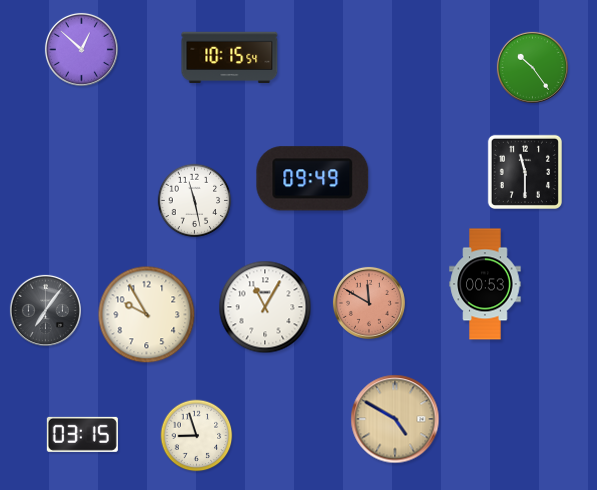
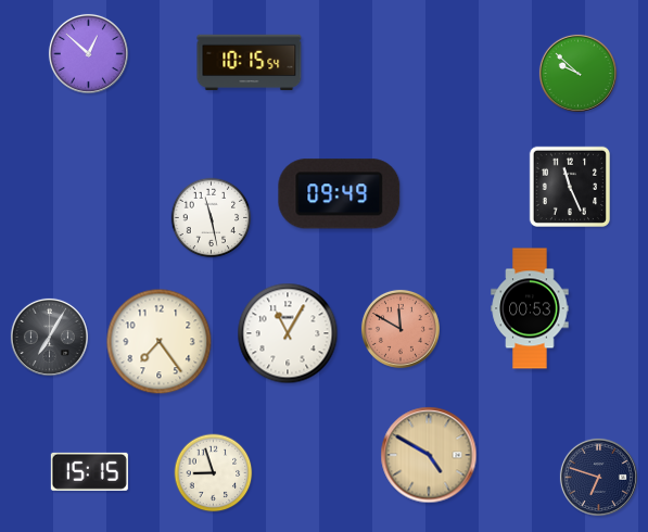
clock at (532, 67): 10:24 -> 9:52
clock at (524, 171): 11:30 -> 11:26
clock at (485, 284) position: (485, 284) -> (530, 308)
clock at (45, 310): 7:06 -> 7:05
clock at (147, 315): 9:55 -> 7:24
clock at (82, 434): 03:15 -> 15:15
clock at (598, 477): none -> 6:48
